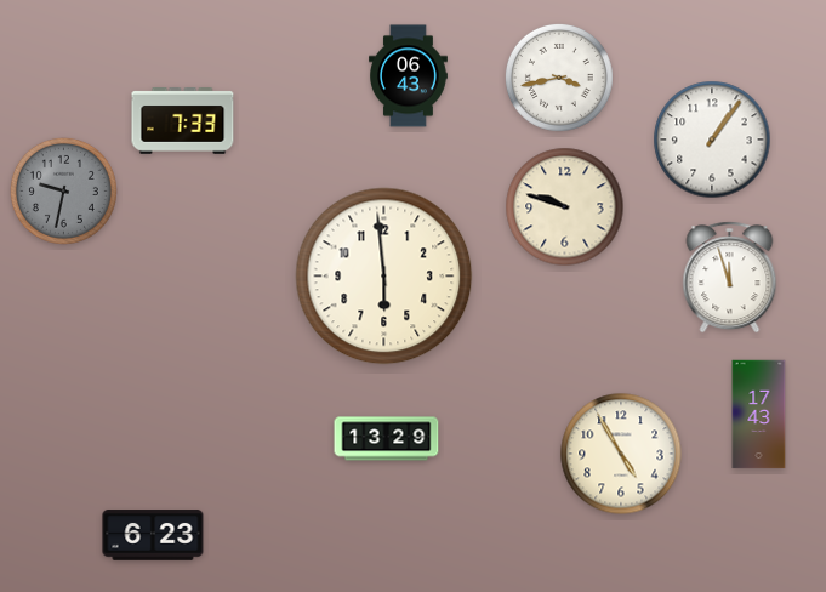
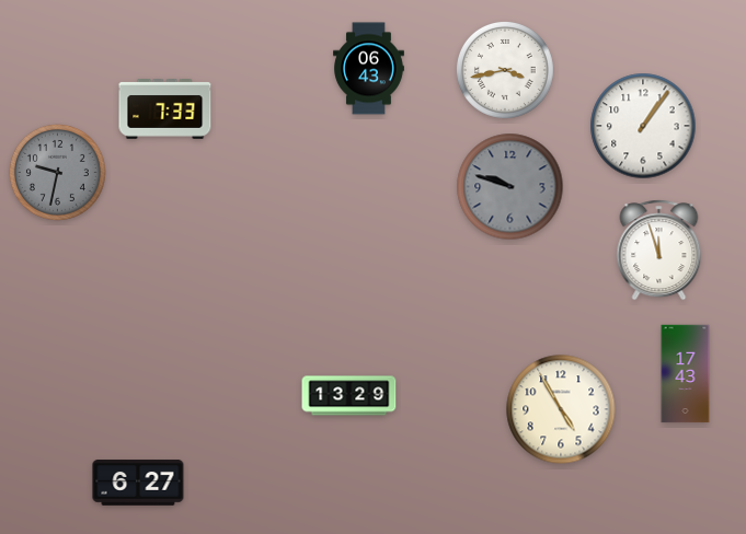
clock at (565, 207) dial: cream -> grey
clock at (384, 277): 5:59 -> none
clock at (153, 535): 6:23 -> 6:27
